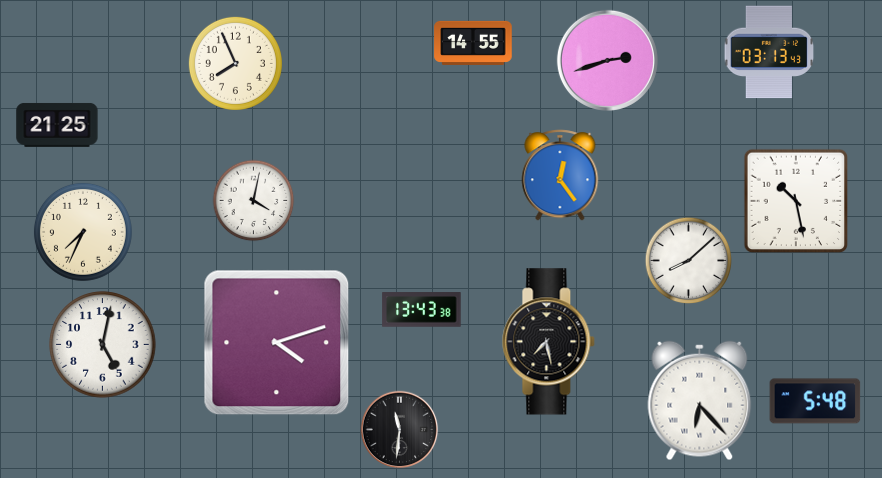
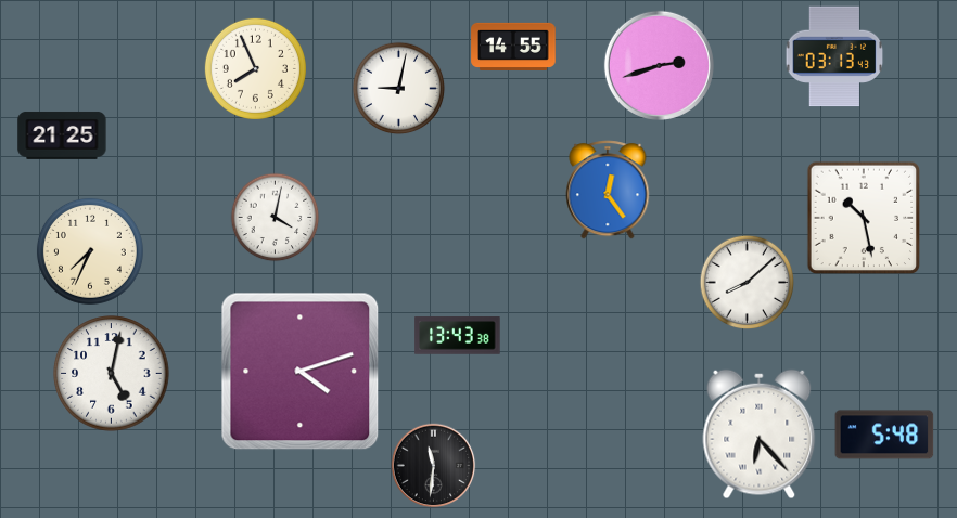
clock at (399, 89): none -> 9:02
clock at (549, 342): 7:28 -> none
